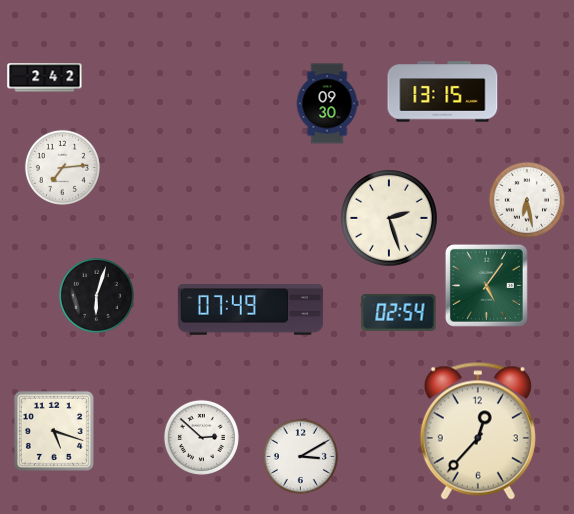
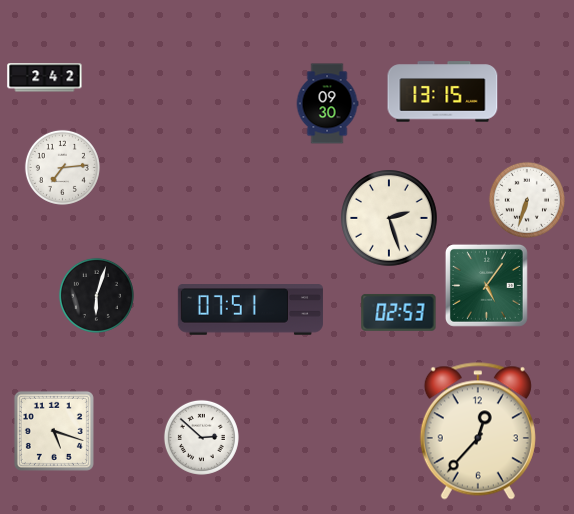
clock at (527, 200): 6:28 -> 6:33
clock at (250, 310): 07:49 -> 07:51
clock at (399, 312): 02:54 -> 02:53
clock at (300, 456): 3:10 -> none
